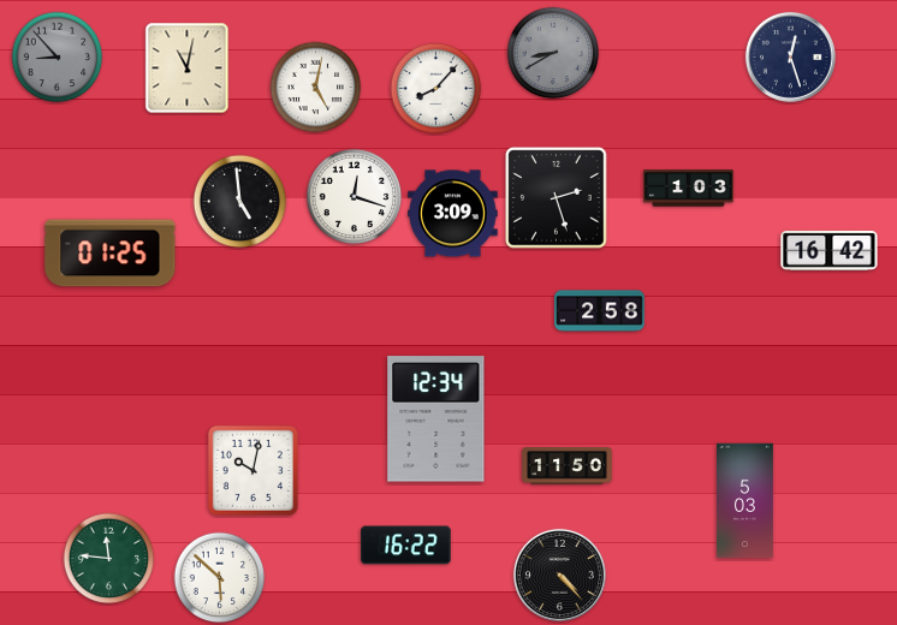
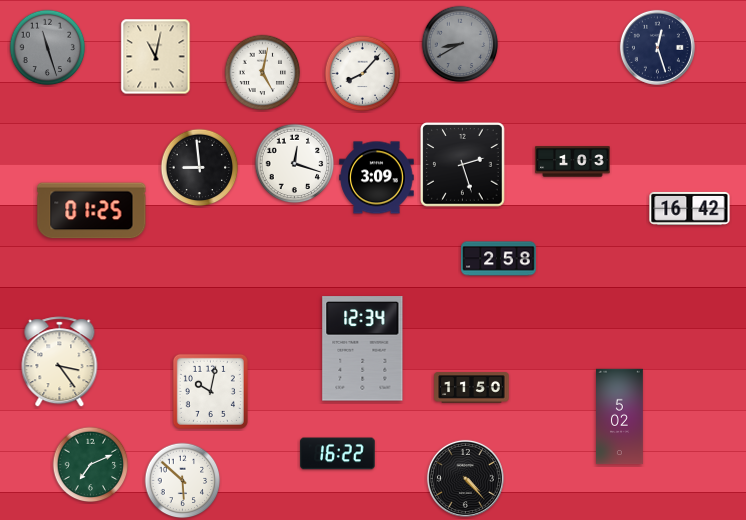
clock at (58, 58): 8:53 -> 11:27
clock at (689, 189) position: (689, 189) -> (573, 162)
clock at (240, 202): 4:59 -> 8:59
clock at (60, 362): none -> 3:24
clock at (745, 501): 5:03 -> 5:02
clock at (109, 559): 11:46 -> 7:11
